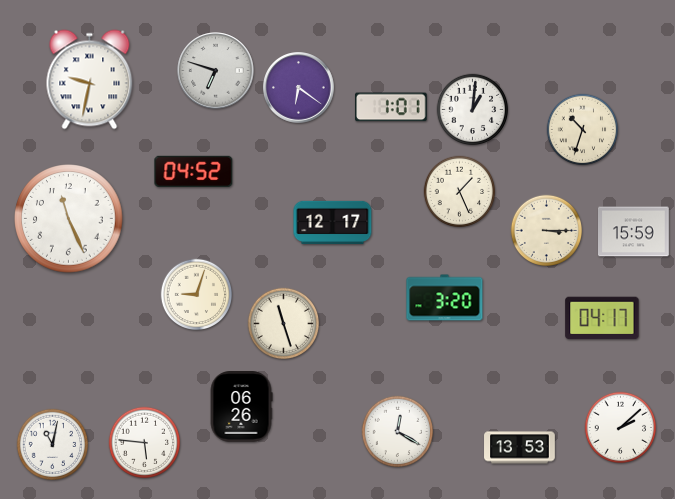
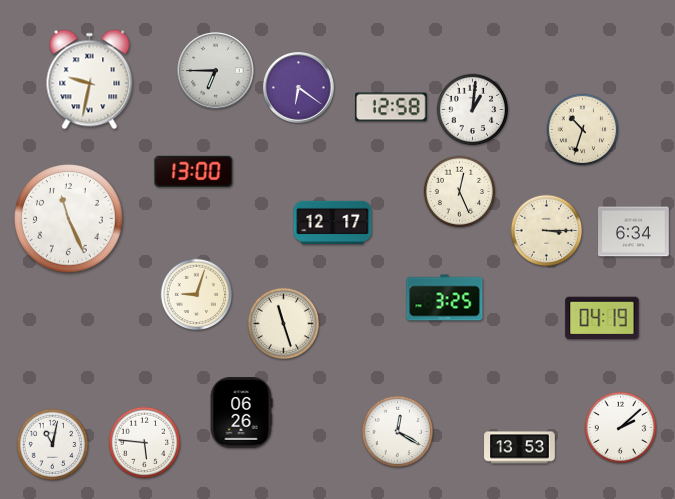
clock at (216, 71): 6:48 -> 6:45
clock at (391, 107): 1:01 -> 12:58
clock at (194, 171): 04:52 -> 13:00
clock at (460, 192): 1:26 -> 12:26
clock at (634, 232): 15:59 -> 6:34
clock at (445, 298): 3:20 -> 3:25
clock at (602, 318): 04:17 -> 04:19
clock at (241, 407) position: (241, 407) -> (241, 413)
